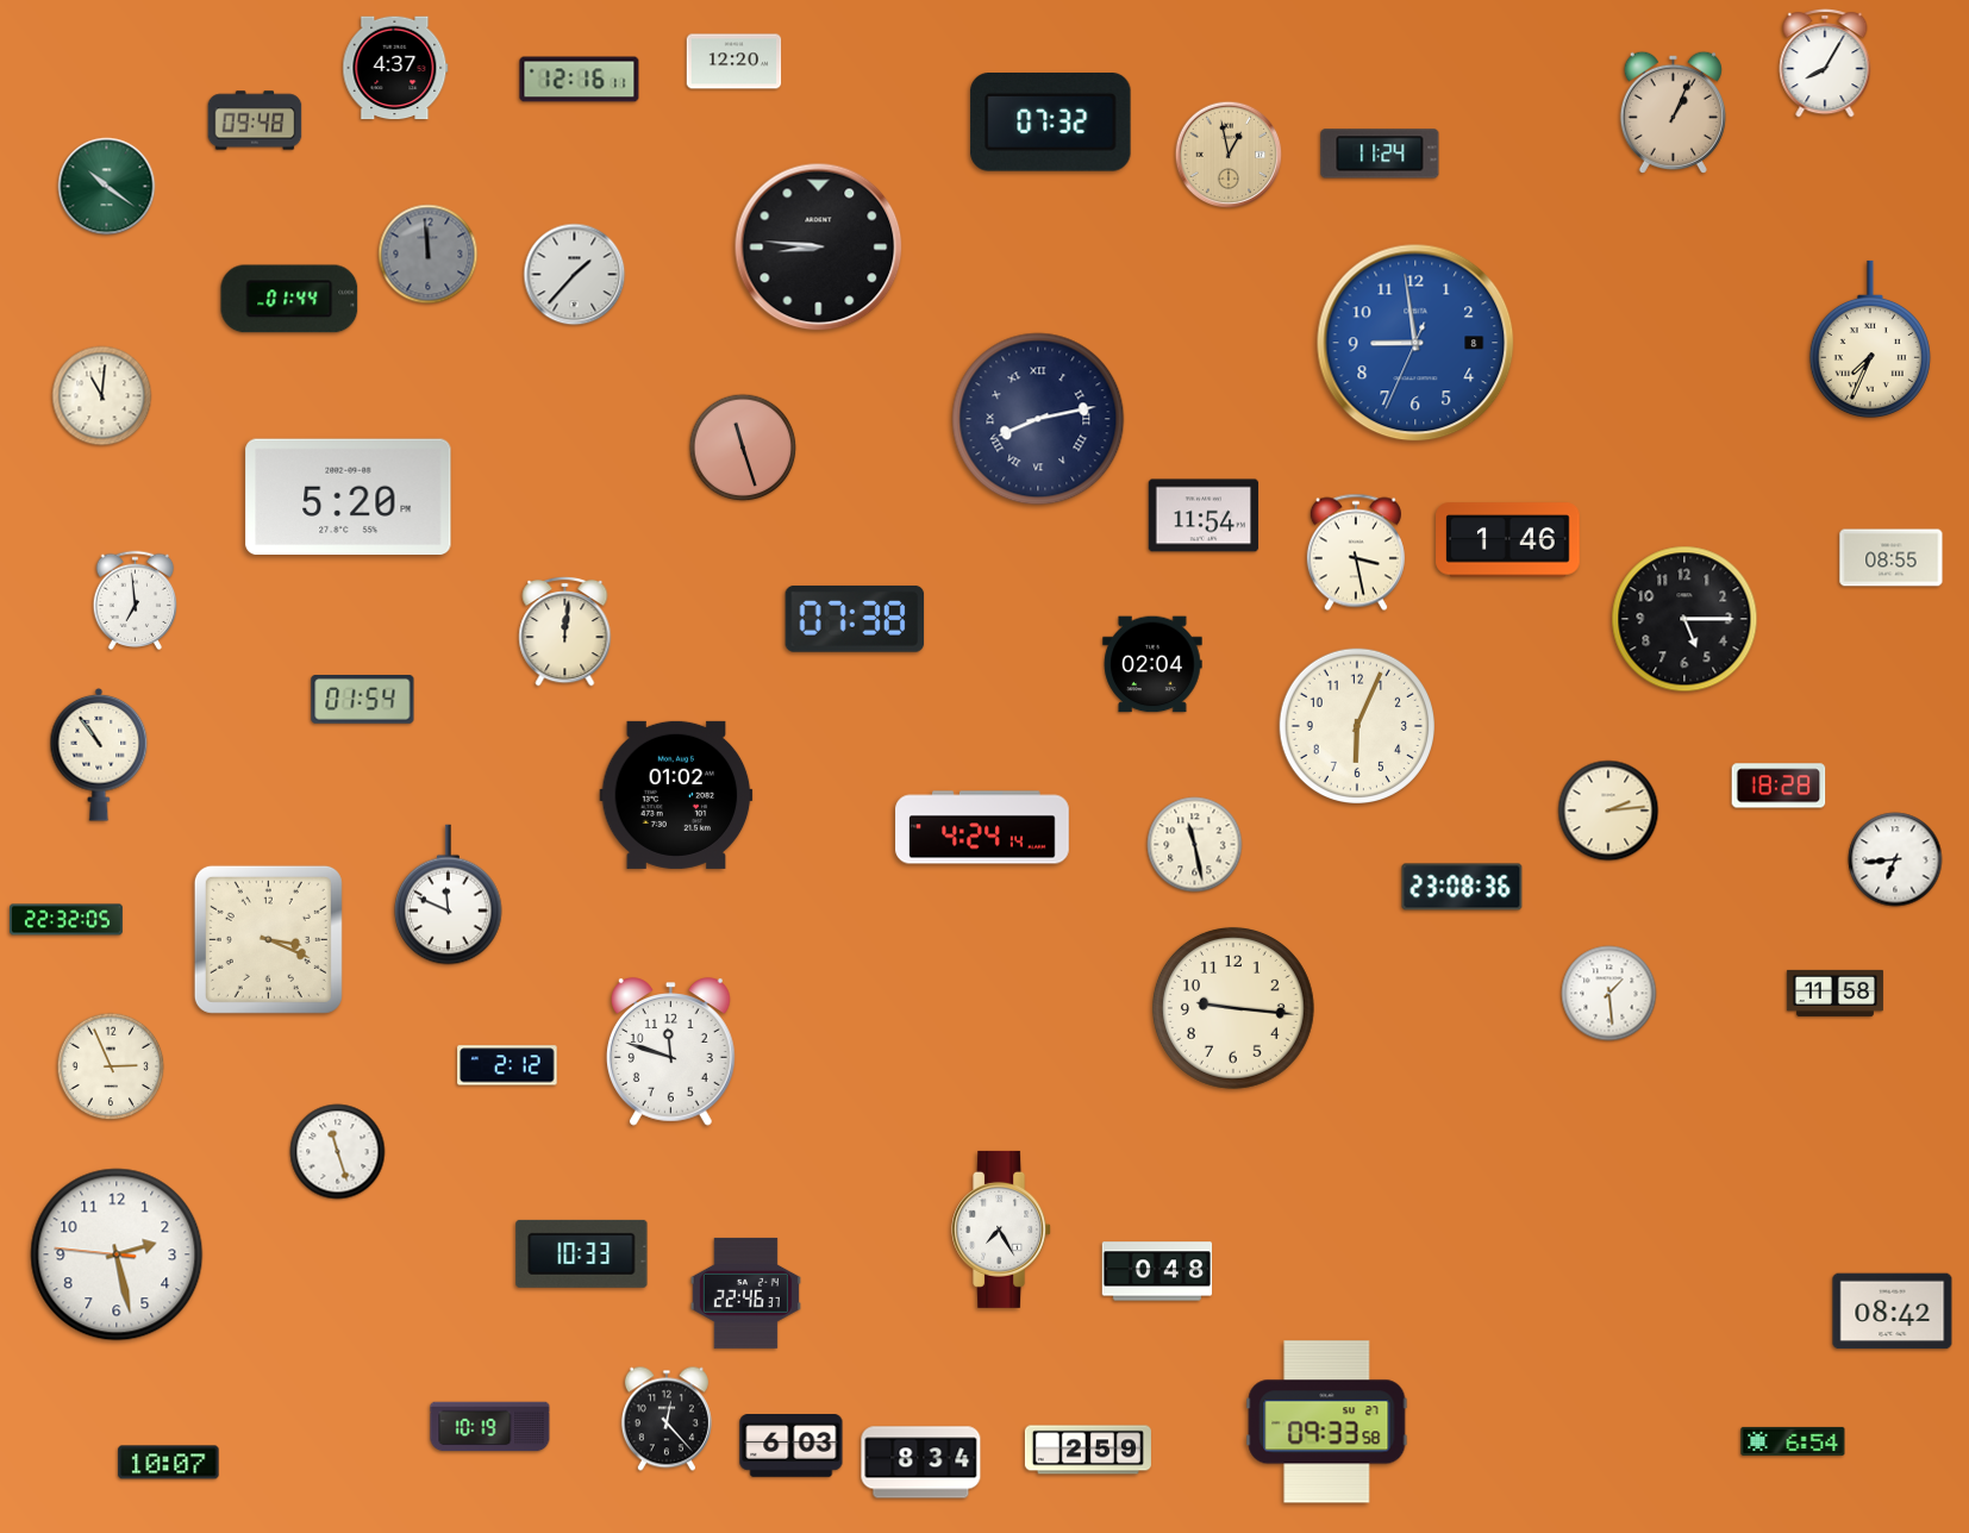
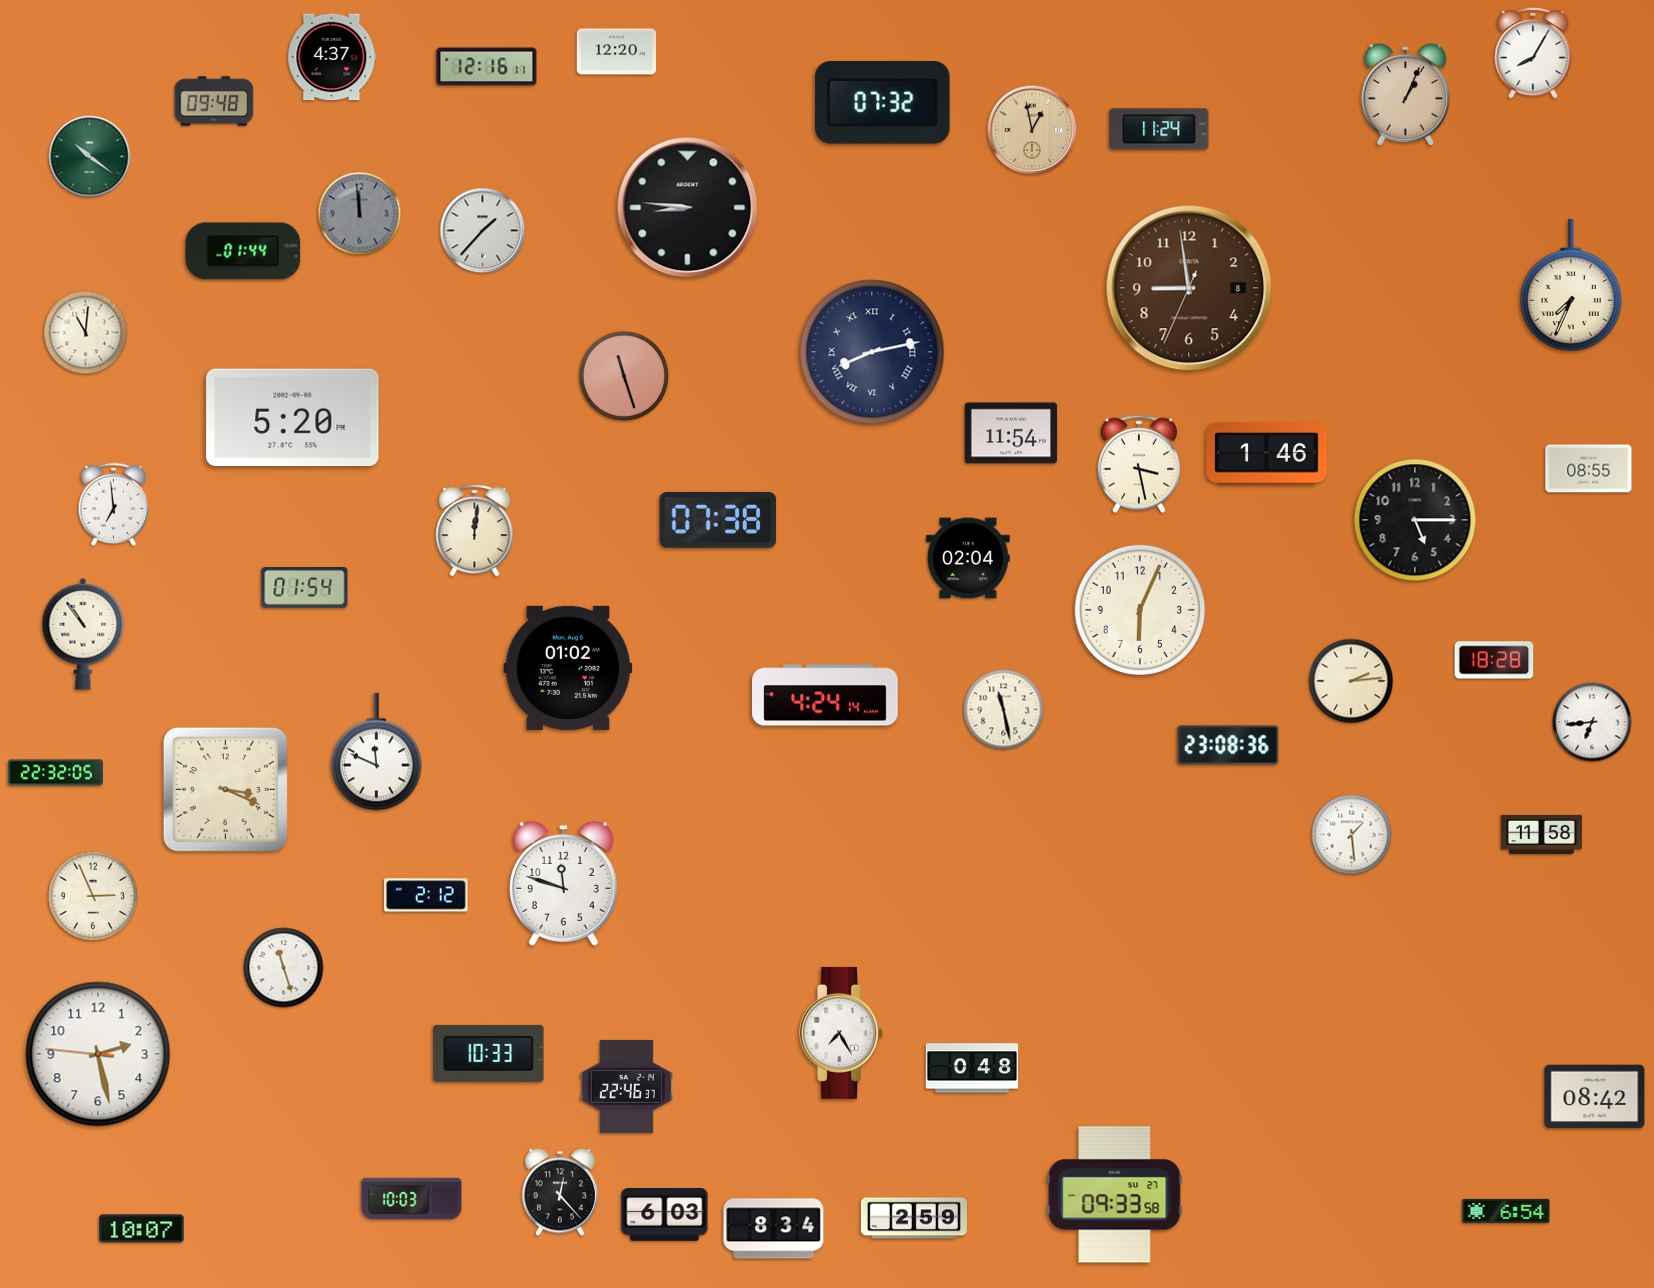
clock at (1415, 343) dial: blue -> brown
clock at (1233, 1008): 9:16 -> none
clock at (1893, 1312) position: (1893, 1312) -> (1595, 1097)
clock at (490, 1427): 10:19 -> 10:03
